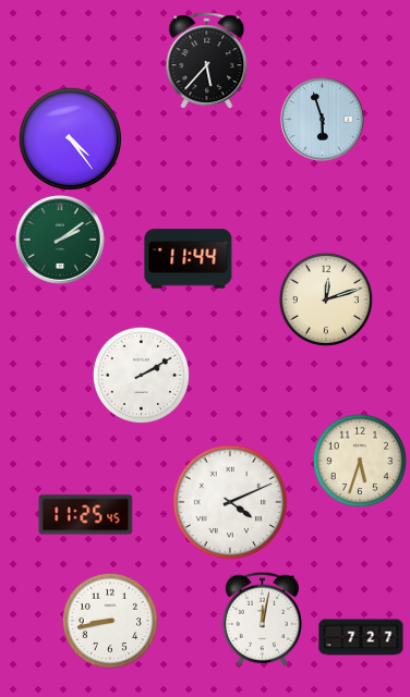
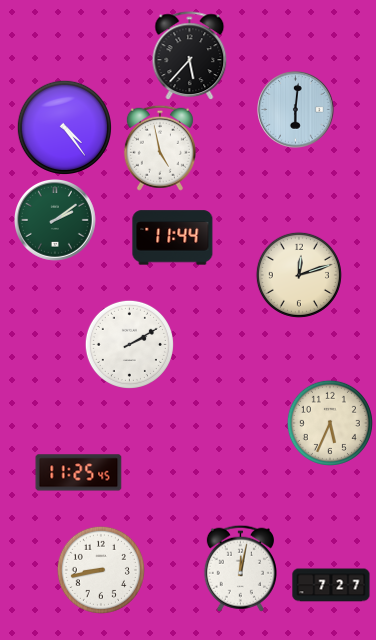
clock at (323, 120): 5:57 -> 6:01
clock at (160, 148): none -> 4:58
clock at (360, 461): 5:33 -> 5:34
clock at (230, 502): 4:11 -> none
